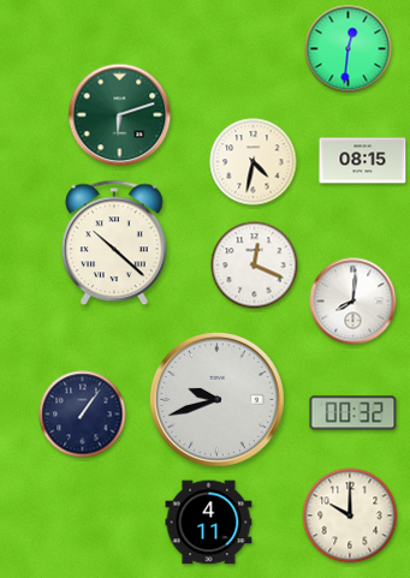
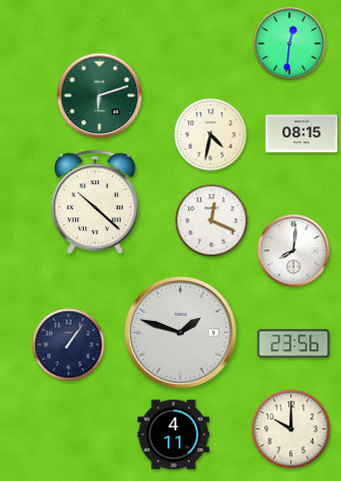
clock at (349, 49) position: (349, 49) -> (290, 44)
clock at (216, 399): 9:42 -> 1:48
clock at (353, 413): 00:32 -> 23:56
